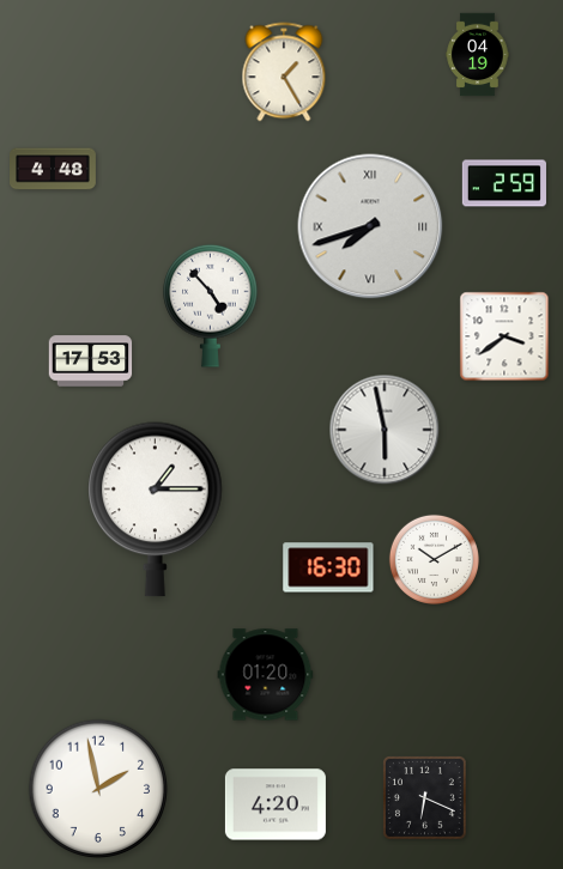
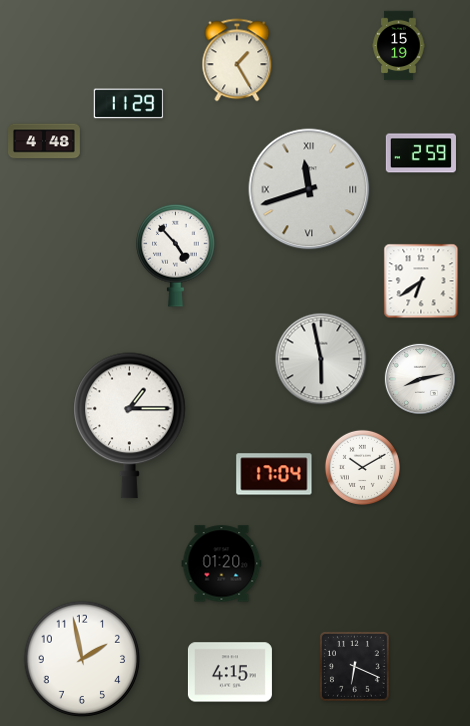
clock at (478, 55): 04:19 -> 15:19
clock at (129, 104): none -> 11:29
clock at (370, 226): 7:42 -> 11:42
clock at (504, 336): 3:39 -> 6:39
clock at (91, 361): 17:53 -> none
clock at (420, 379): none -> 8:13
clock at (328, 567): 16:30 -> 17:04
clock at (276, 804): 4:20 -> 4:15
